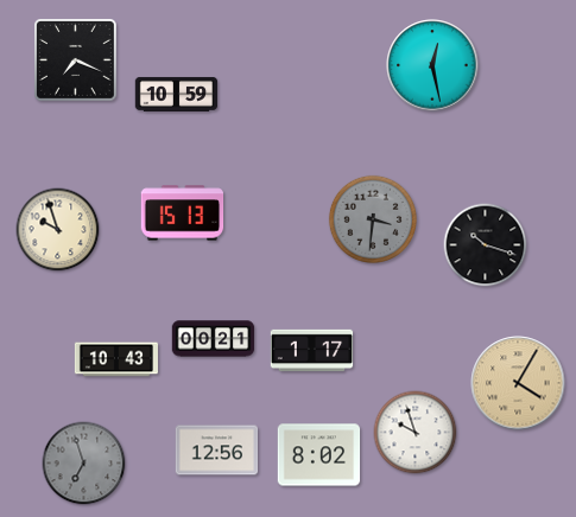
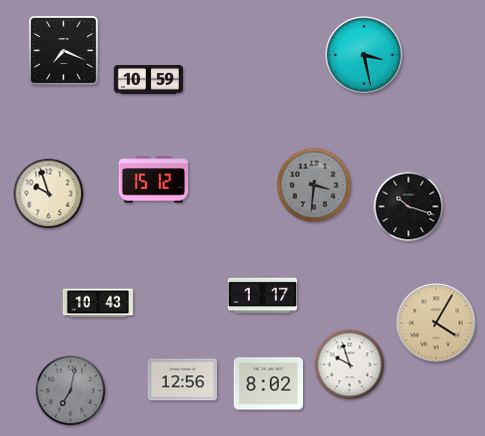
clock at (432, 65): 12:28 -> 3:28
clock at (183, 213): 15:13 -> 15:12
clock at (214, 339): 00:21 -> none
clock at (84, 464): 6:57 -> 7:02
